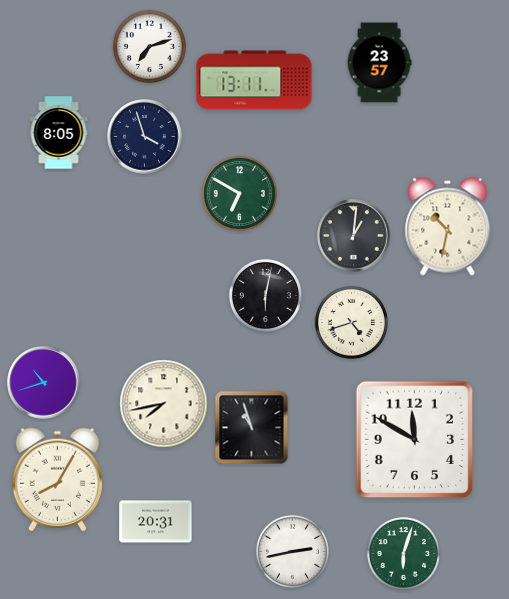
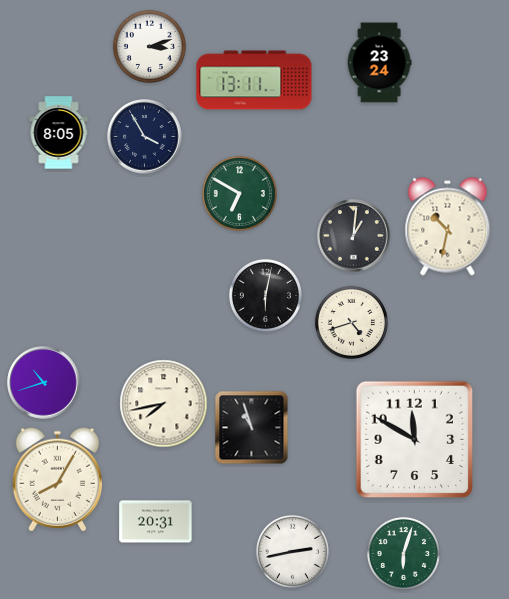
clock at (149, 46): 7:12 -> 3:12
clock at (379, 63): 23:57 -> 23:24
clock at (145, 137): 3:57 -> 3:55
